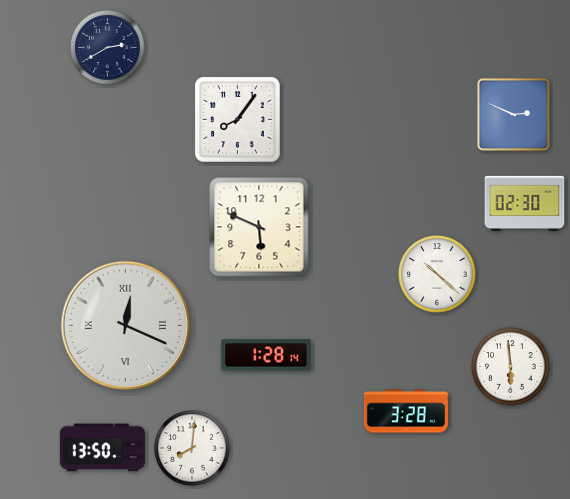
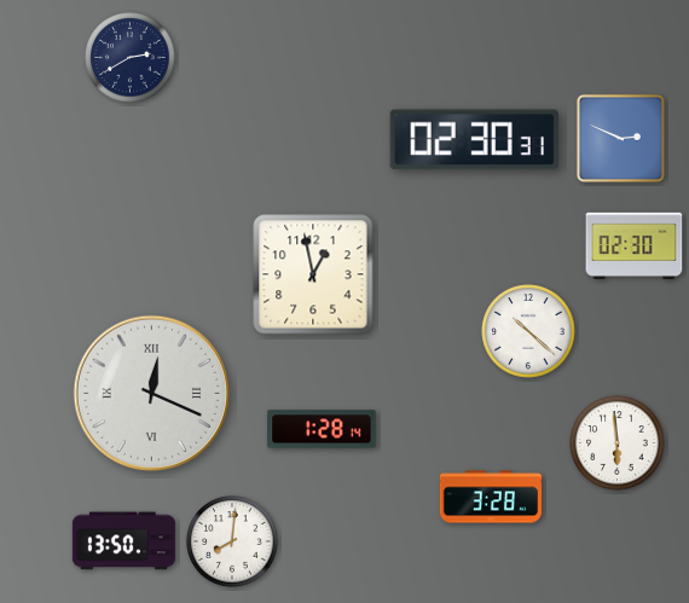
clock at (474, 140): none -> 02:30
clock at (237, 119): 8:06 -> none
clock at (259, 227): 5:49 -> 12:58
